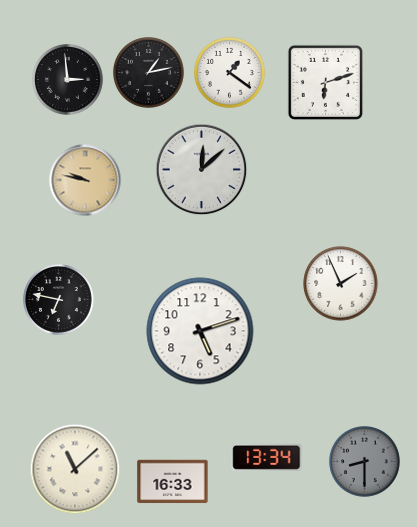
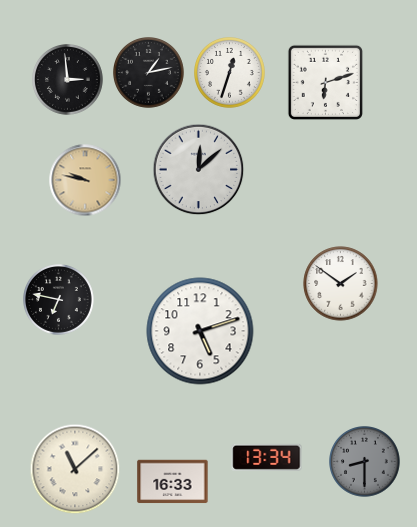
clock at (230, 73): 1:21 -> 12:33
clock at (202, 170) position: (202, 170) -> (199, 170)
clock at (341, 284): 1:56 -> 1:51
